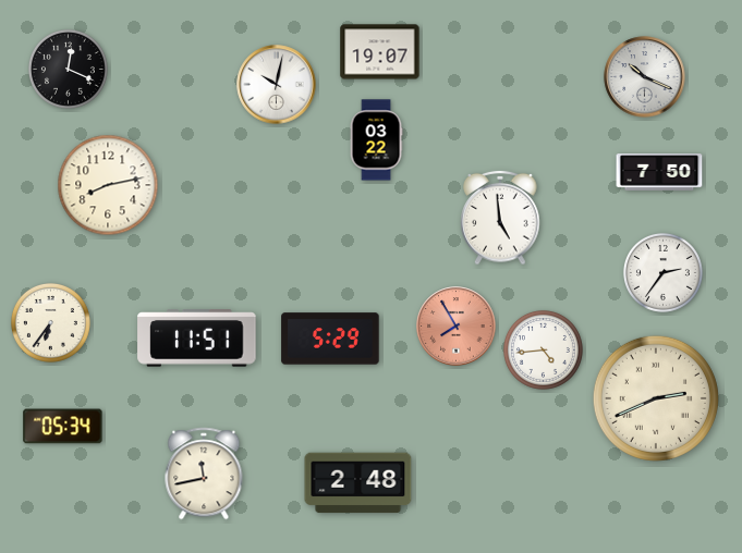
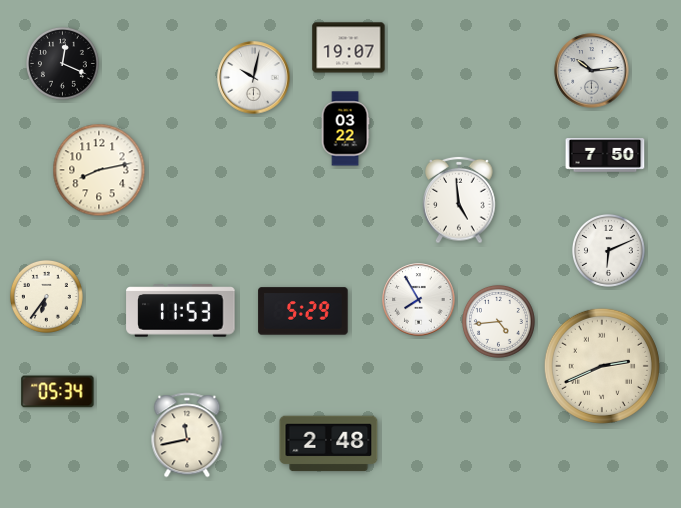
clock at (645, 77): 10:19 -> 10:14
clock at (659, 172) position: (659, 172) -> (605, 155)
clock at (662, 272): 2:36 -> 6:11
clock at (457, 327) dial: salmon -> white
clock at (197, 339): 11:51 -> 11:53
